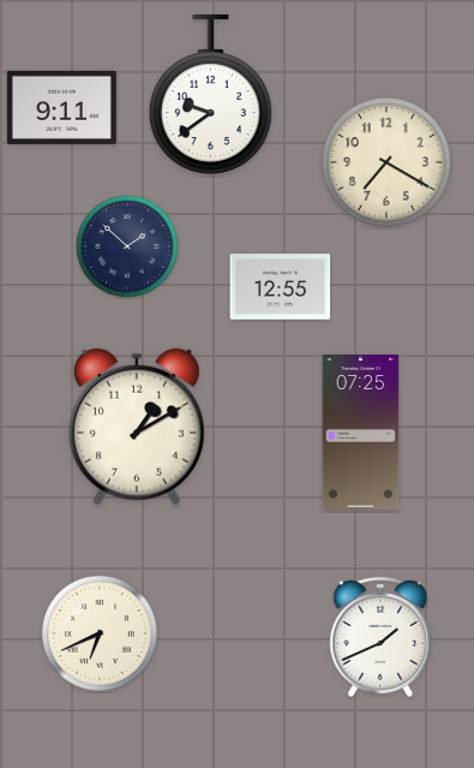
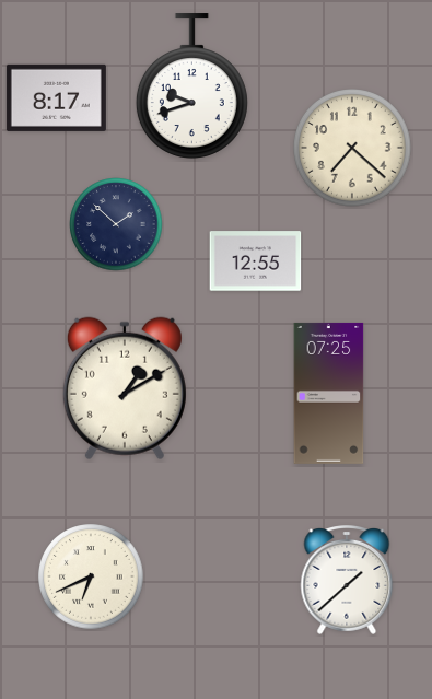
clock at (210, 95): 9:39 -> 9:42
clock at (61, 107): 9:11 -> 8:17
clock at (388, 163): 7:20 -> 7:22
clock at (380, 638): 1:41 -> 1:38
